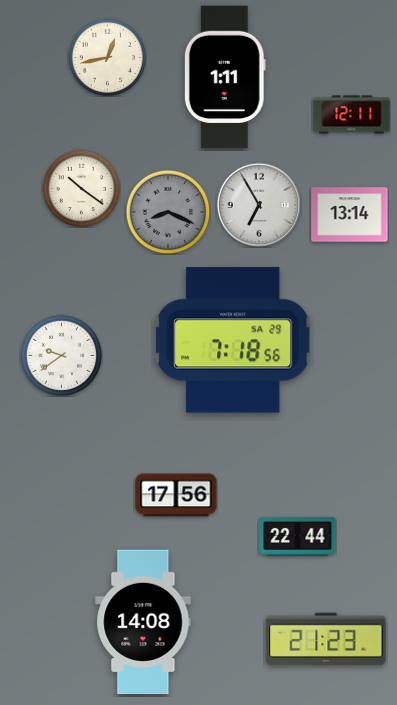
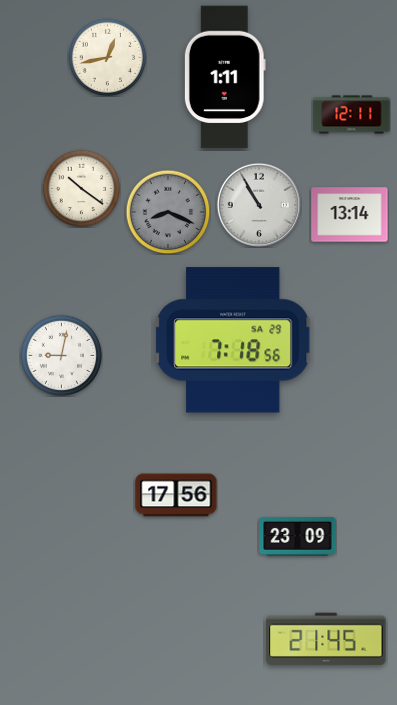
clock at (258, 204): 6:55 -> 10:55
clock at (61, 355): 9:39 -> 9:02
clock at (298, 536): 22:44 -> 23:09
clock at (143, 622): 14:08 -> none
clock at (326, 639): 21:23 -> 21:45
